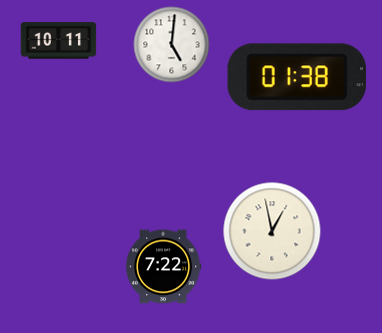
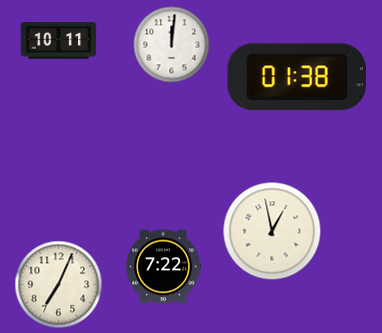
clock at (172, 45): 5:01 -> 12:01
clock at (59, 285): none -> 7:04
